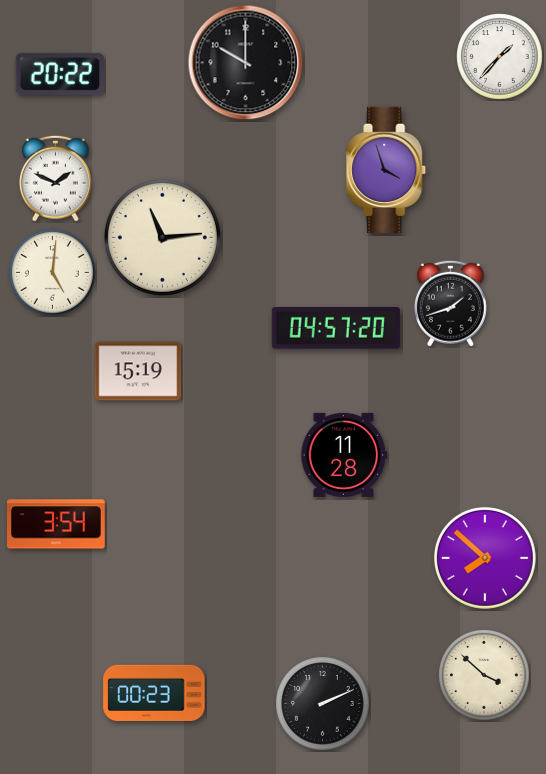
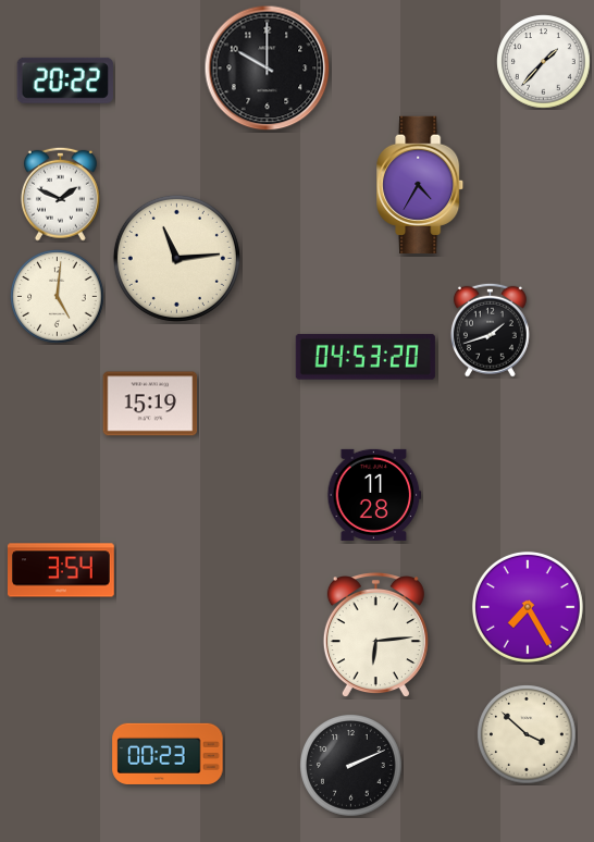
clock at (387, 169): 3:57 -> 4:35
clock at (336, 328): 04:57 -> 04:53
clock at (485, 558): 7:52 -> 7:25
clock at (375, 636): none -> 6:14
